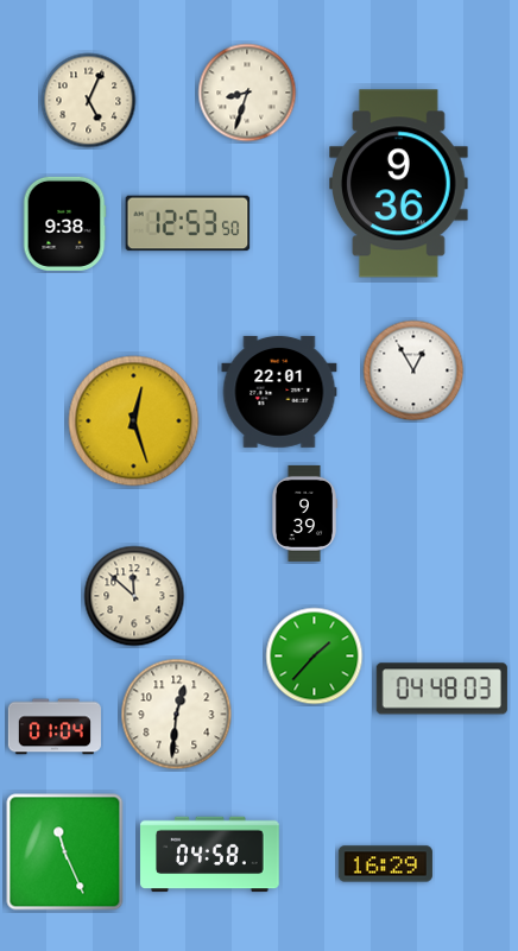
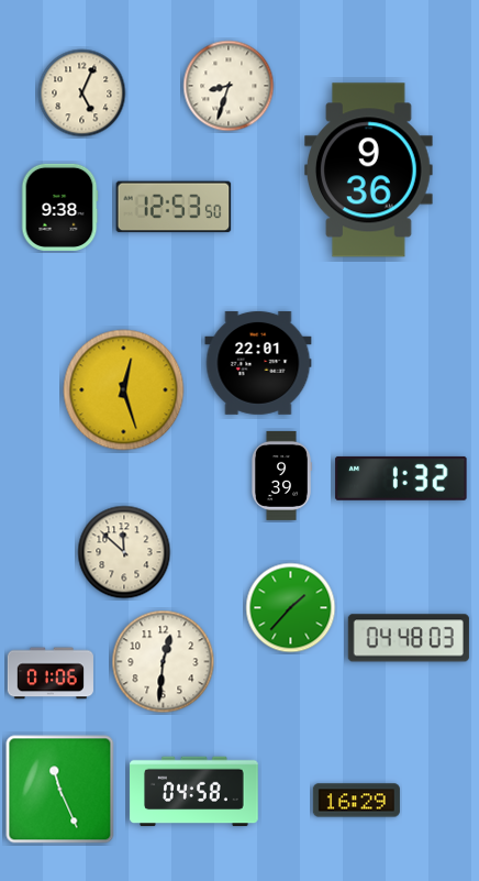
clock at (413, 370): 12:55 -> none
clock at (401, 478): none -> 1:32
clock at (55, 727): 01:04 -> 01:06
